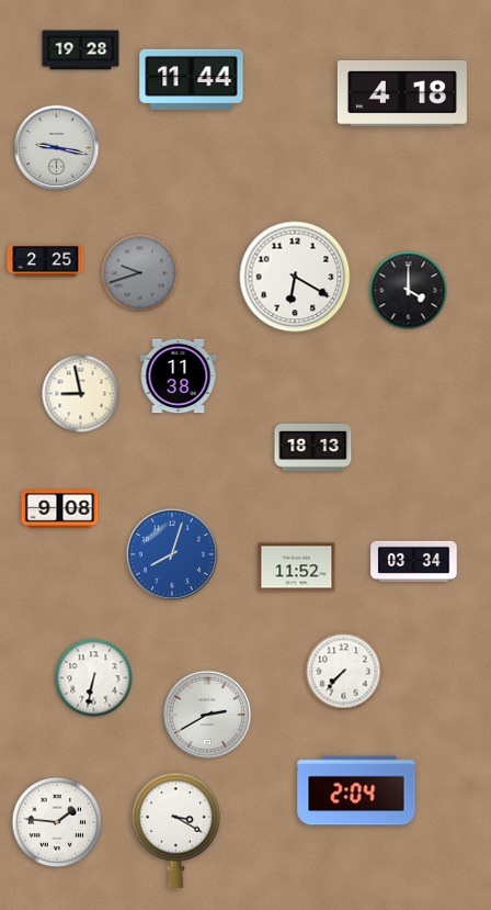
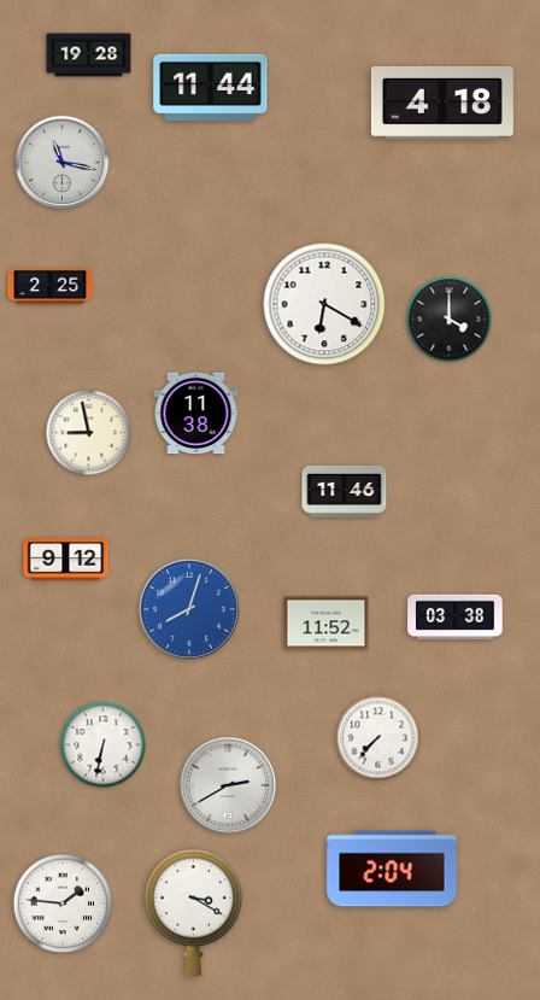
clock at (57, 148): 9:17 -> 11:17
clock at (140, 273): 9:42 -> none
clock at (313, 447): 18:13 -> 11:46
clock at (60, 509): 9:08 -> 9:12
clock at (414, 561): 03:34 -> 03:38
